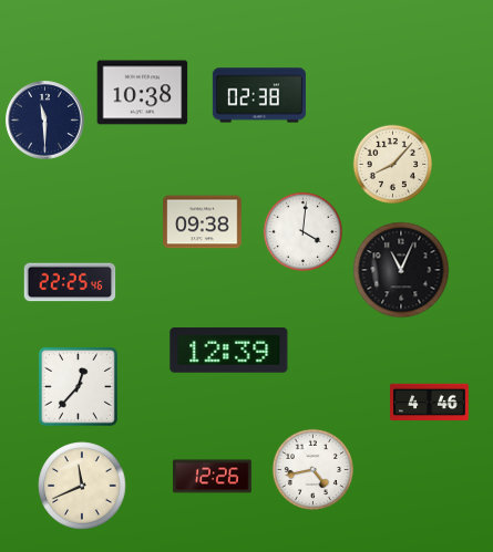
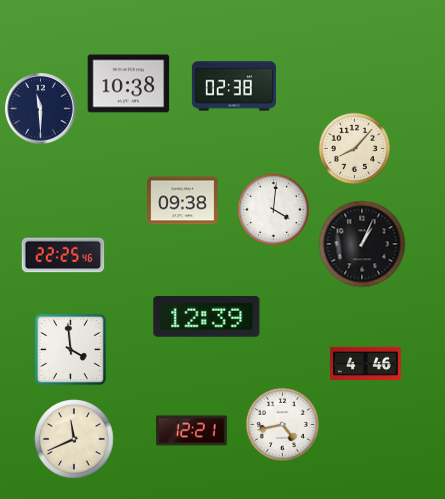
clock at (401, 270): 11:04 -> 1:04
clock at (78, 386): 12:37 -> 3:59
clock at (430, 403) position: (430, 403) -> (366, 364)
clock at (213, 477): 12:26 -> 12:21
